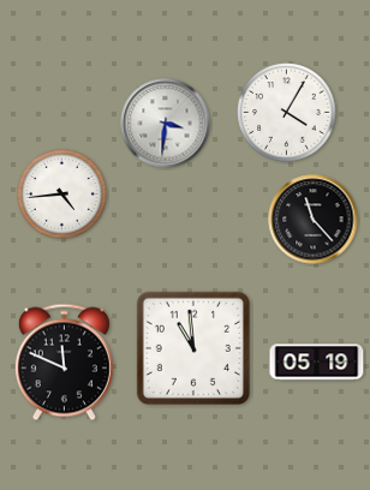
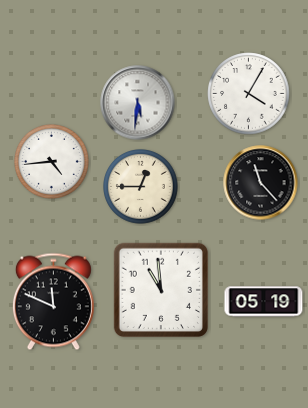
clock at (287, 113) position: (287, 113) -> (249, 94)
clock at (166, 124): 3:31 -> 5:31
clock at (141, 187): none -> 12:45
